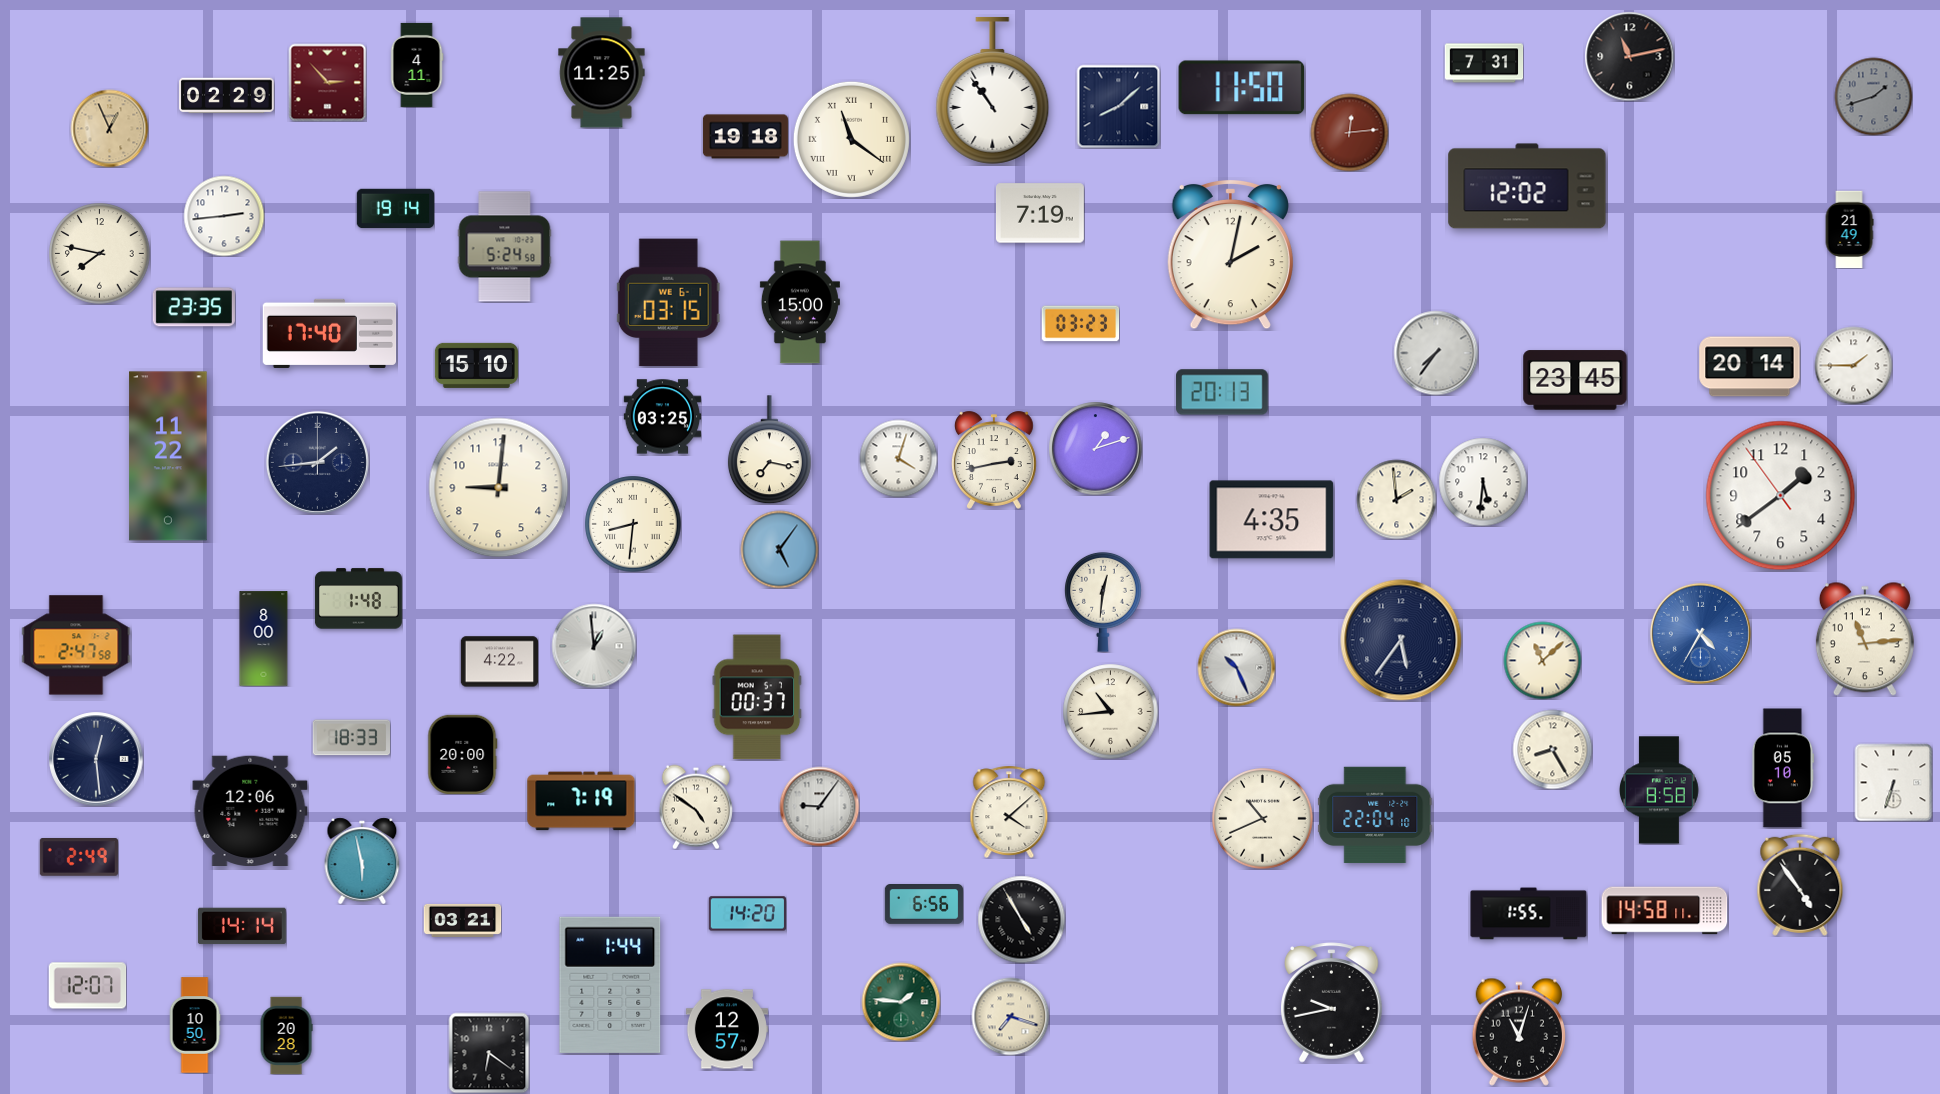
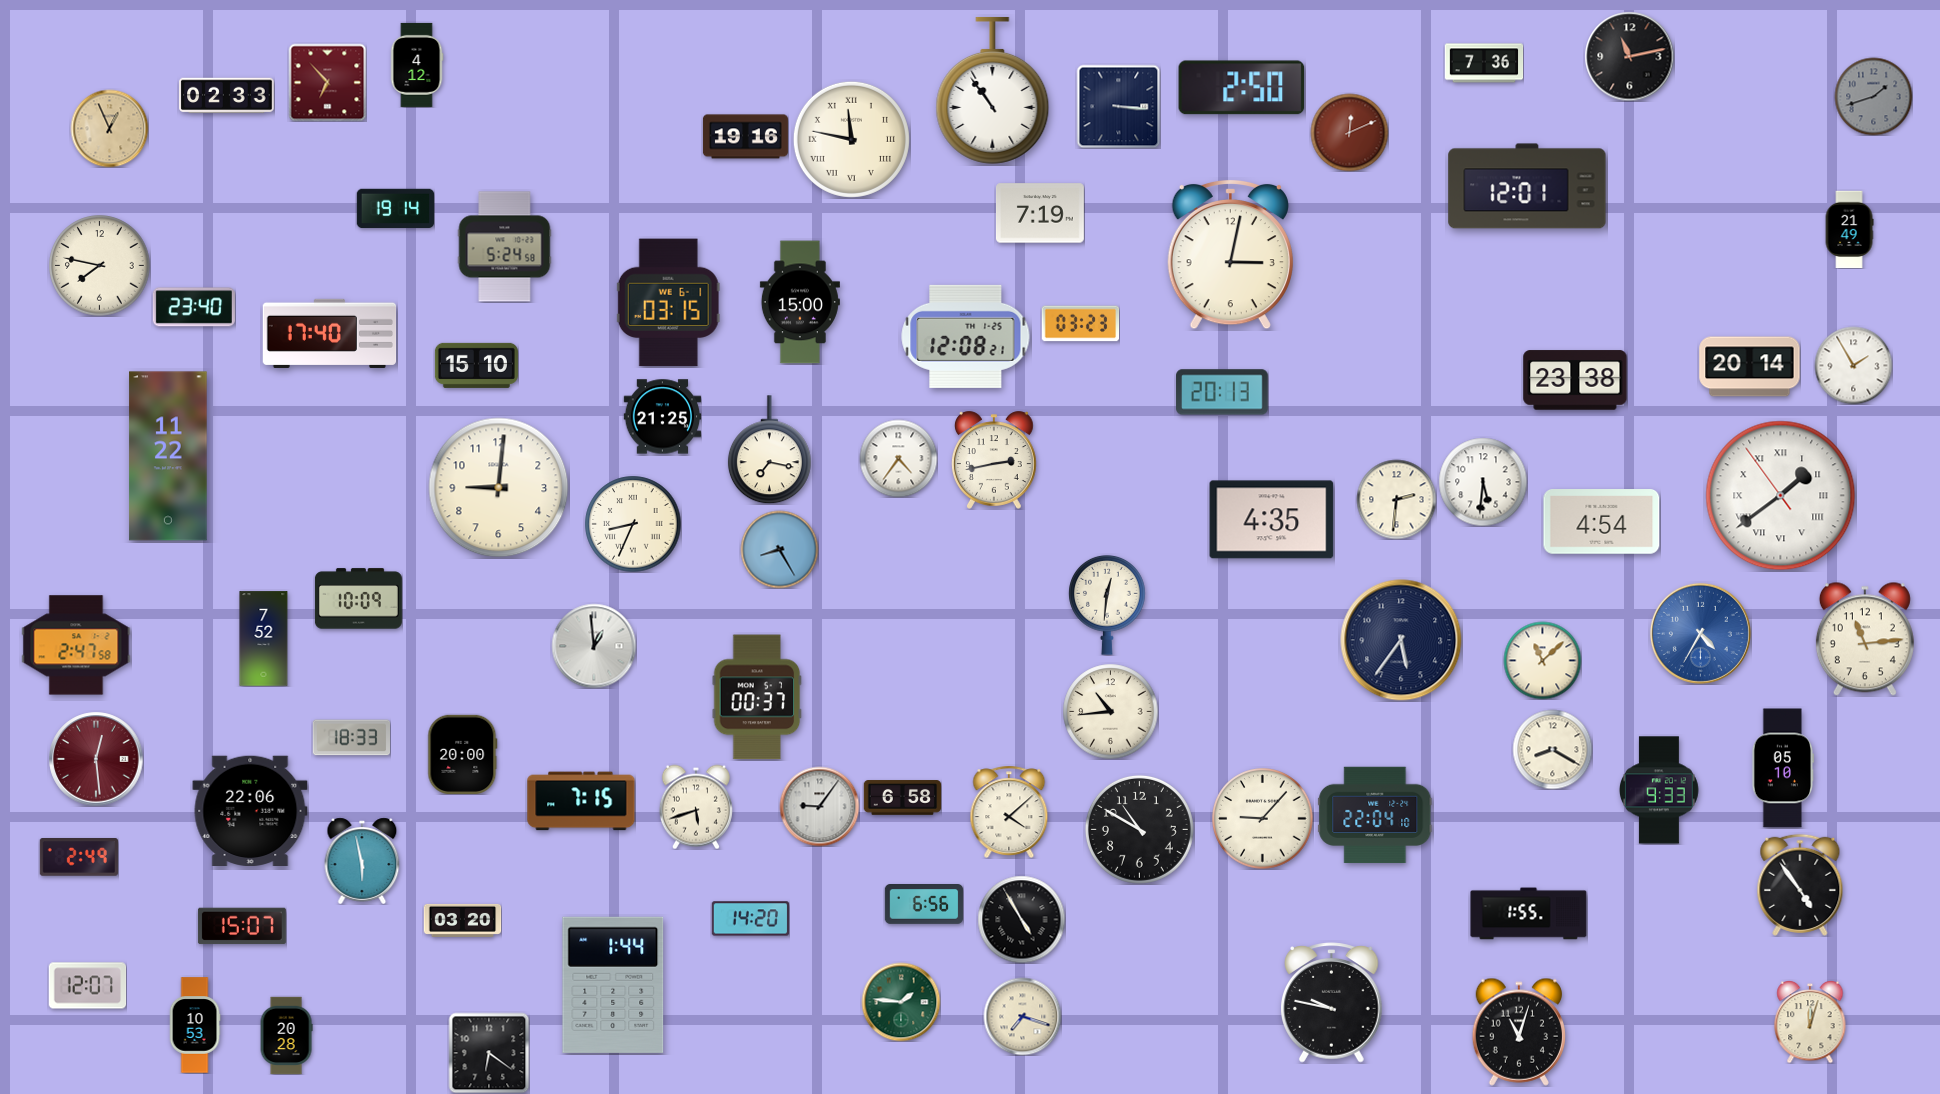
clock at (1484, 63): 7:31 -> 7:36
clock at (417, 65): 4:11 -> 4:12
clock at (602, 73): 11:25 -> none
clock at (327, 82): 2:53 -> 6:53
clock at (1242, 88): 11:50 -> 2:50
clock at (227, 96): 02:29 -> 02:33
clock at (1118, 106): 8:08 -> 3:16
clock at (1349, 132): 12:14 -> 12:11
clock at (745, 137): 19:18 -> 19:16
clock at (851, 139): 11:21 -> 11:47
clock at (1527, 186): 12:02 -> 12:01
clock at (224, 216): 2:44 -> none
clock at (100, 254) position: (100, 254) -> (100, 266)
clock at (1230, 254): 2:02 -> 3:02
clock at (194, 307): 23:35 -> 23:40
clock at (966, 336): none -> 12:08
clock at (1436, 353): 7:36 -> none
clock at (1853, 365): 1:45 -> 1:55
clock at (1575, 380): 23:45 -> 23:38
clock at (662, 417): 03:25 -> 21:25
clock at (1095, 448): 1:12 -> none
clock at (898, 458): 4:03 -> 4:36
clock at (317, 462): 1:44 -> none
clock at (1781, 496) numerals: Arabic -> Roman
clock at (1396, 499): 1:59 -> 2:31
clock at (1602, 522): none -> 4:54
clock at (633, 524): 8:31 -> 8:34
clock at (779, 549): 5:06 -> 8:25
clock at (358, 599): 1:48 -> 10:09
clock at (1103, 602) position: (1103, 602) -> (1107, 605)
clock at (264, 639): 8:00 -> 7:52
clock at (499, 662): 4:22 -> none
clock at (1236, 667): 10:26 -> none
clock at (1552, 749): 8:25 -> 8:20
clock at (96, 759) dial: navy -> burgundy
clock at (1893, 782): 6:33 -> none
clock at (1659, 790): 8:58 -> 9:33
clock at (902, 798): none -> 6:58
clock at (581, 801): 7:19 -> 7:15
clock at (696, 807): 4:51 -> 5:42
clock at (250, 810): 12:06 -> 22:06
clock at (1263, 819): 10:41 -> 9:07
clock at (1139, 829): none -> 10:50
clock at (1665, 911): 14:58 -> none
clock at (747, 914) position: (747, 914) -> (750, 919)
clock at (462, 920): 03:21 -> 03:20
clock at (242, 926): 14:14 -> 15:07
clock at (610, 985) position: (610, 985) -> (613, 985)
clock at (1332, 1003): 9:43 -> 9:47
clock at (1010, 1016) position: (1010, 1016) -> (1022, 1016)
clock at (1810, 1022): none -> 12:03
clock at (195, 1025): 10:50 -> 10:53
clock at (727, 1029): 12:57 -> none
